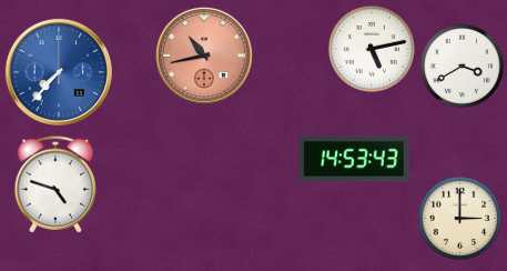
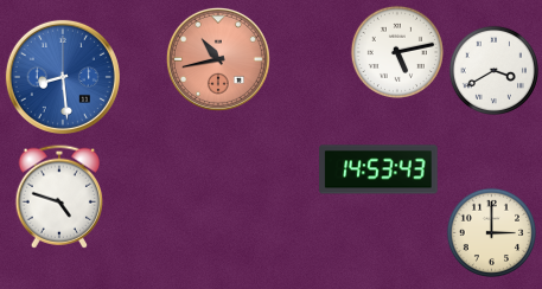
clock at (59, 72): 7:37 -> 8:29
